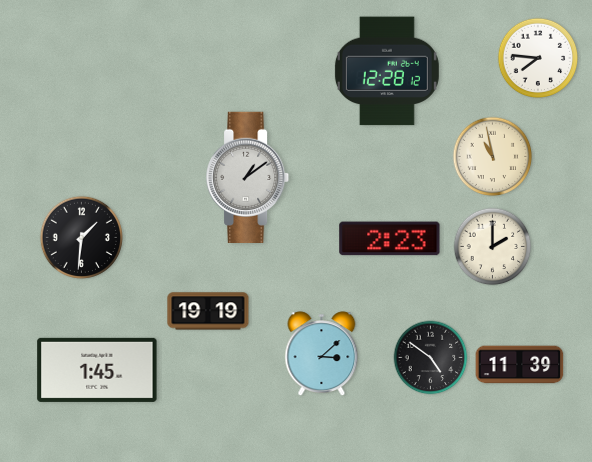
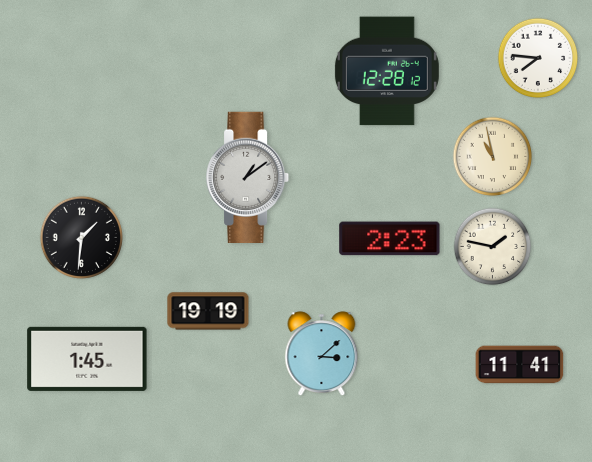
clock at (493, 247): 2:00 -> 1:47
clock at (431, 358): 4:51 -> none
clock at (520, 365): 11:39 -> 11:41
clock at (97, 370) position: (97, 370) -> (87, 359)
